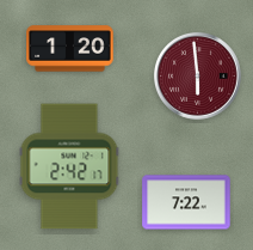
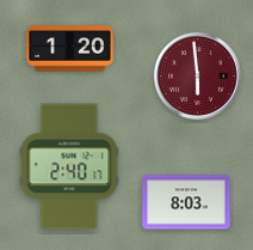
clock at (69, 166): 2:42 -> 2:40
clock at (186, 202): 7:22 -> 8:03
